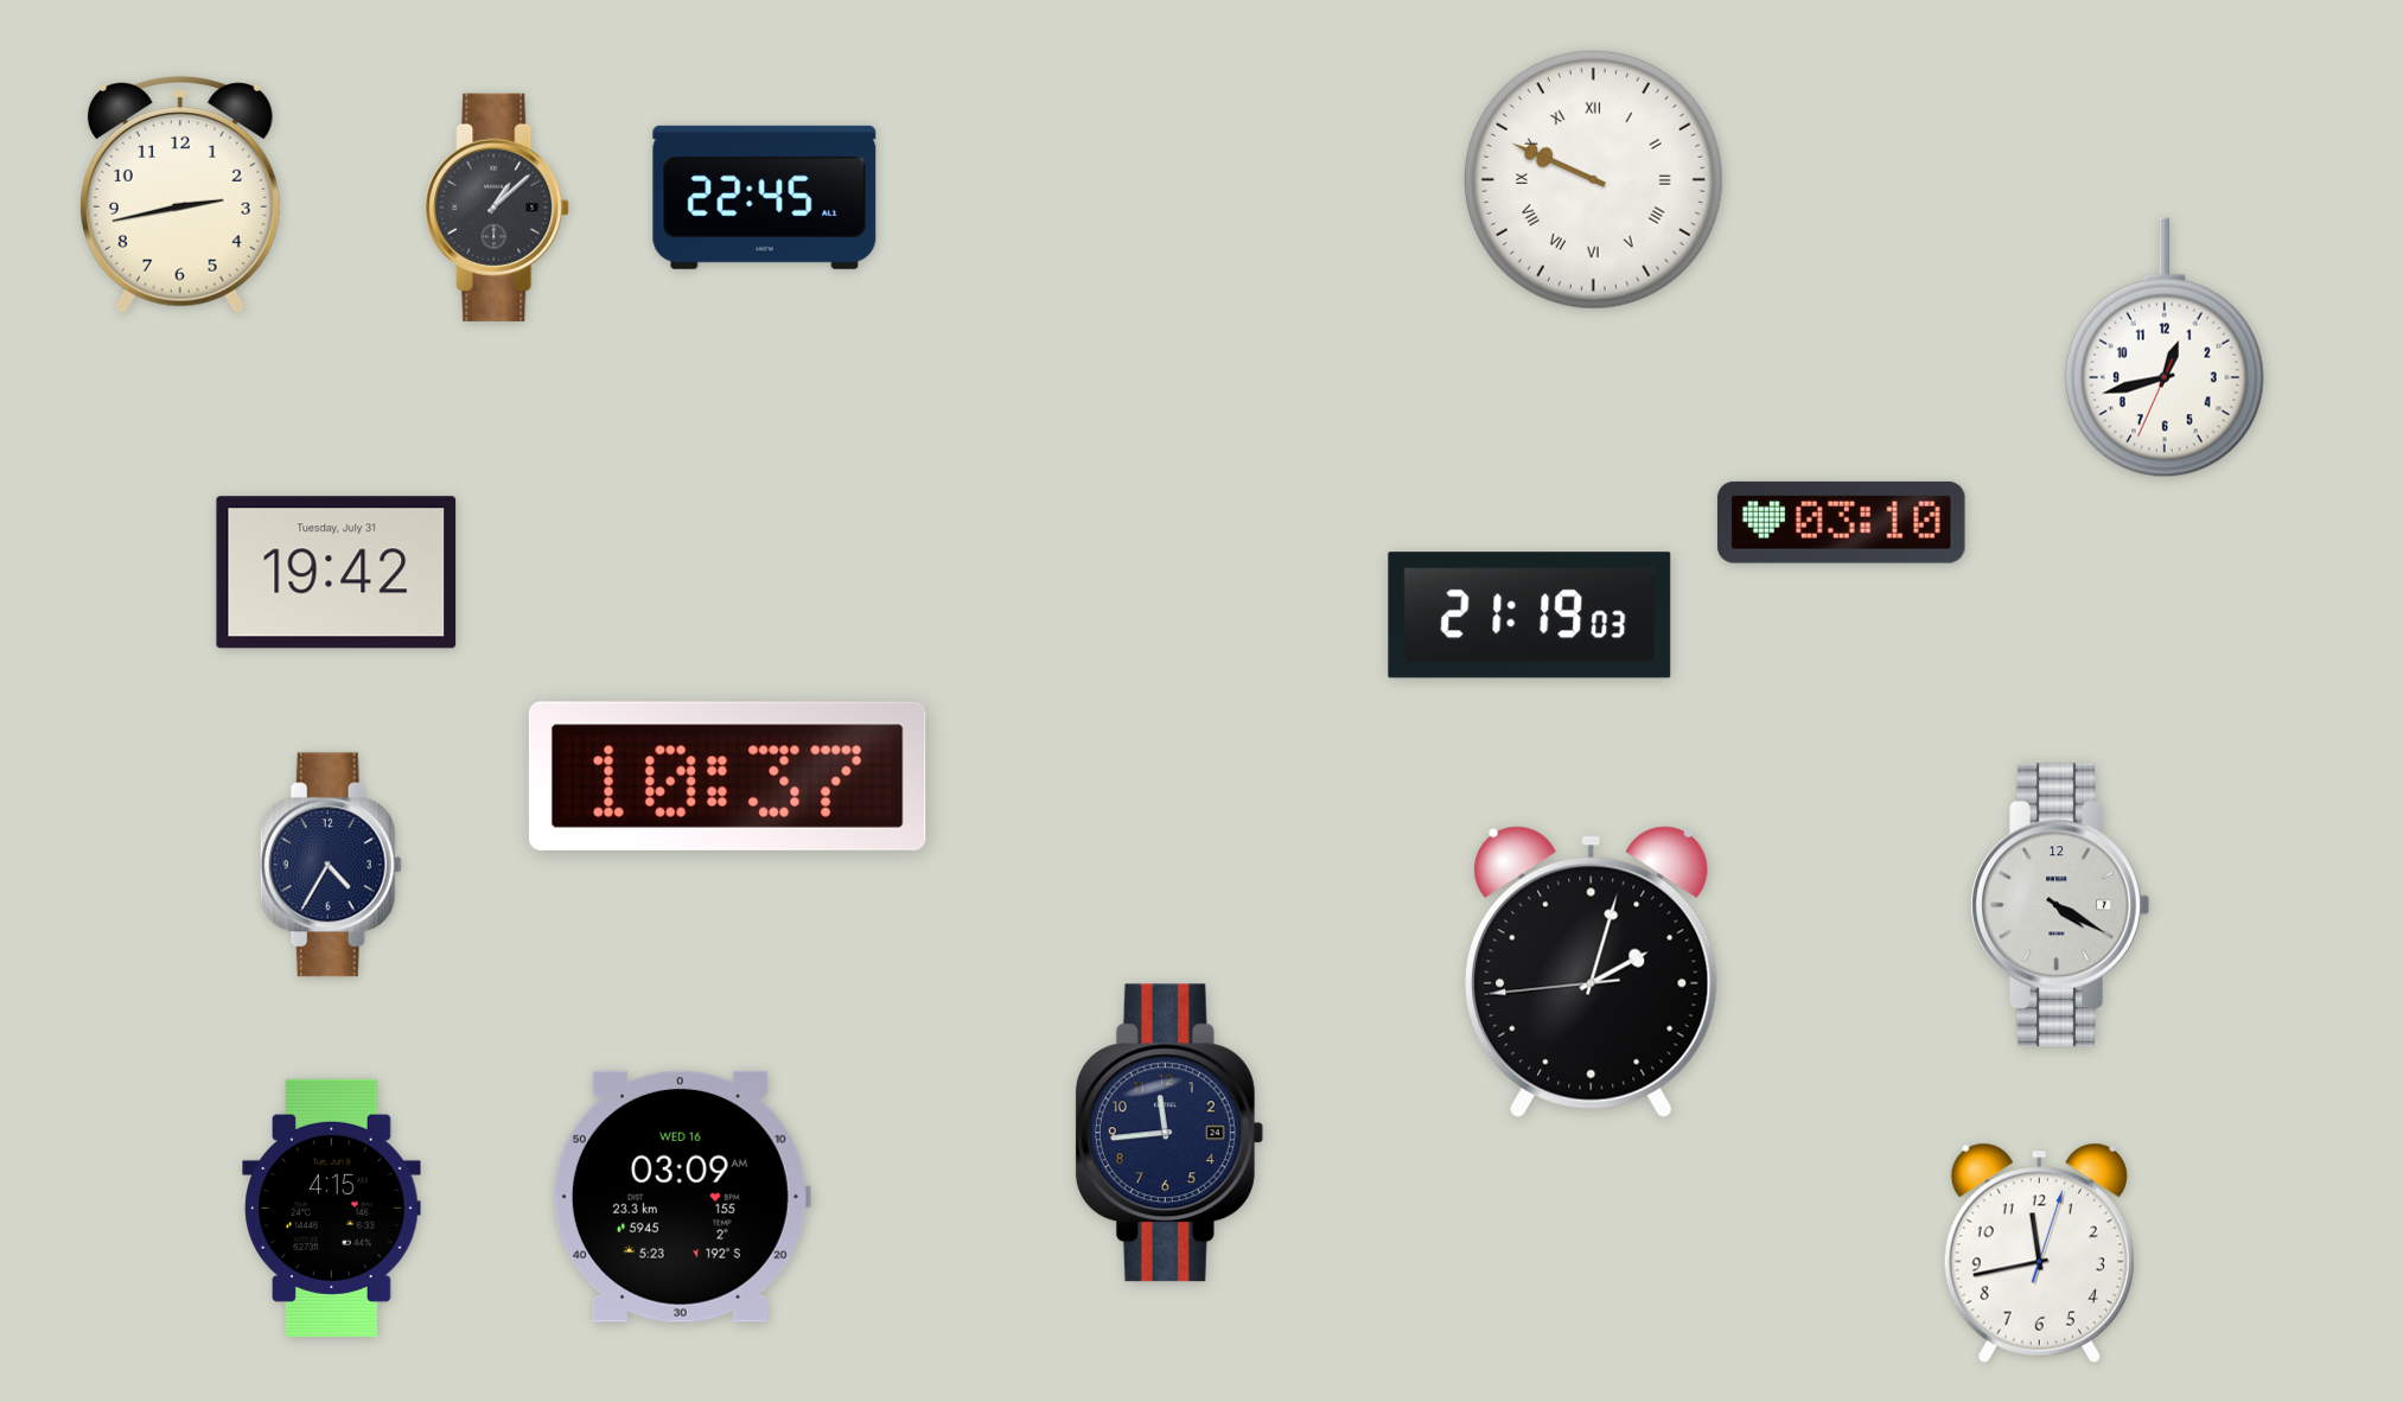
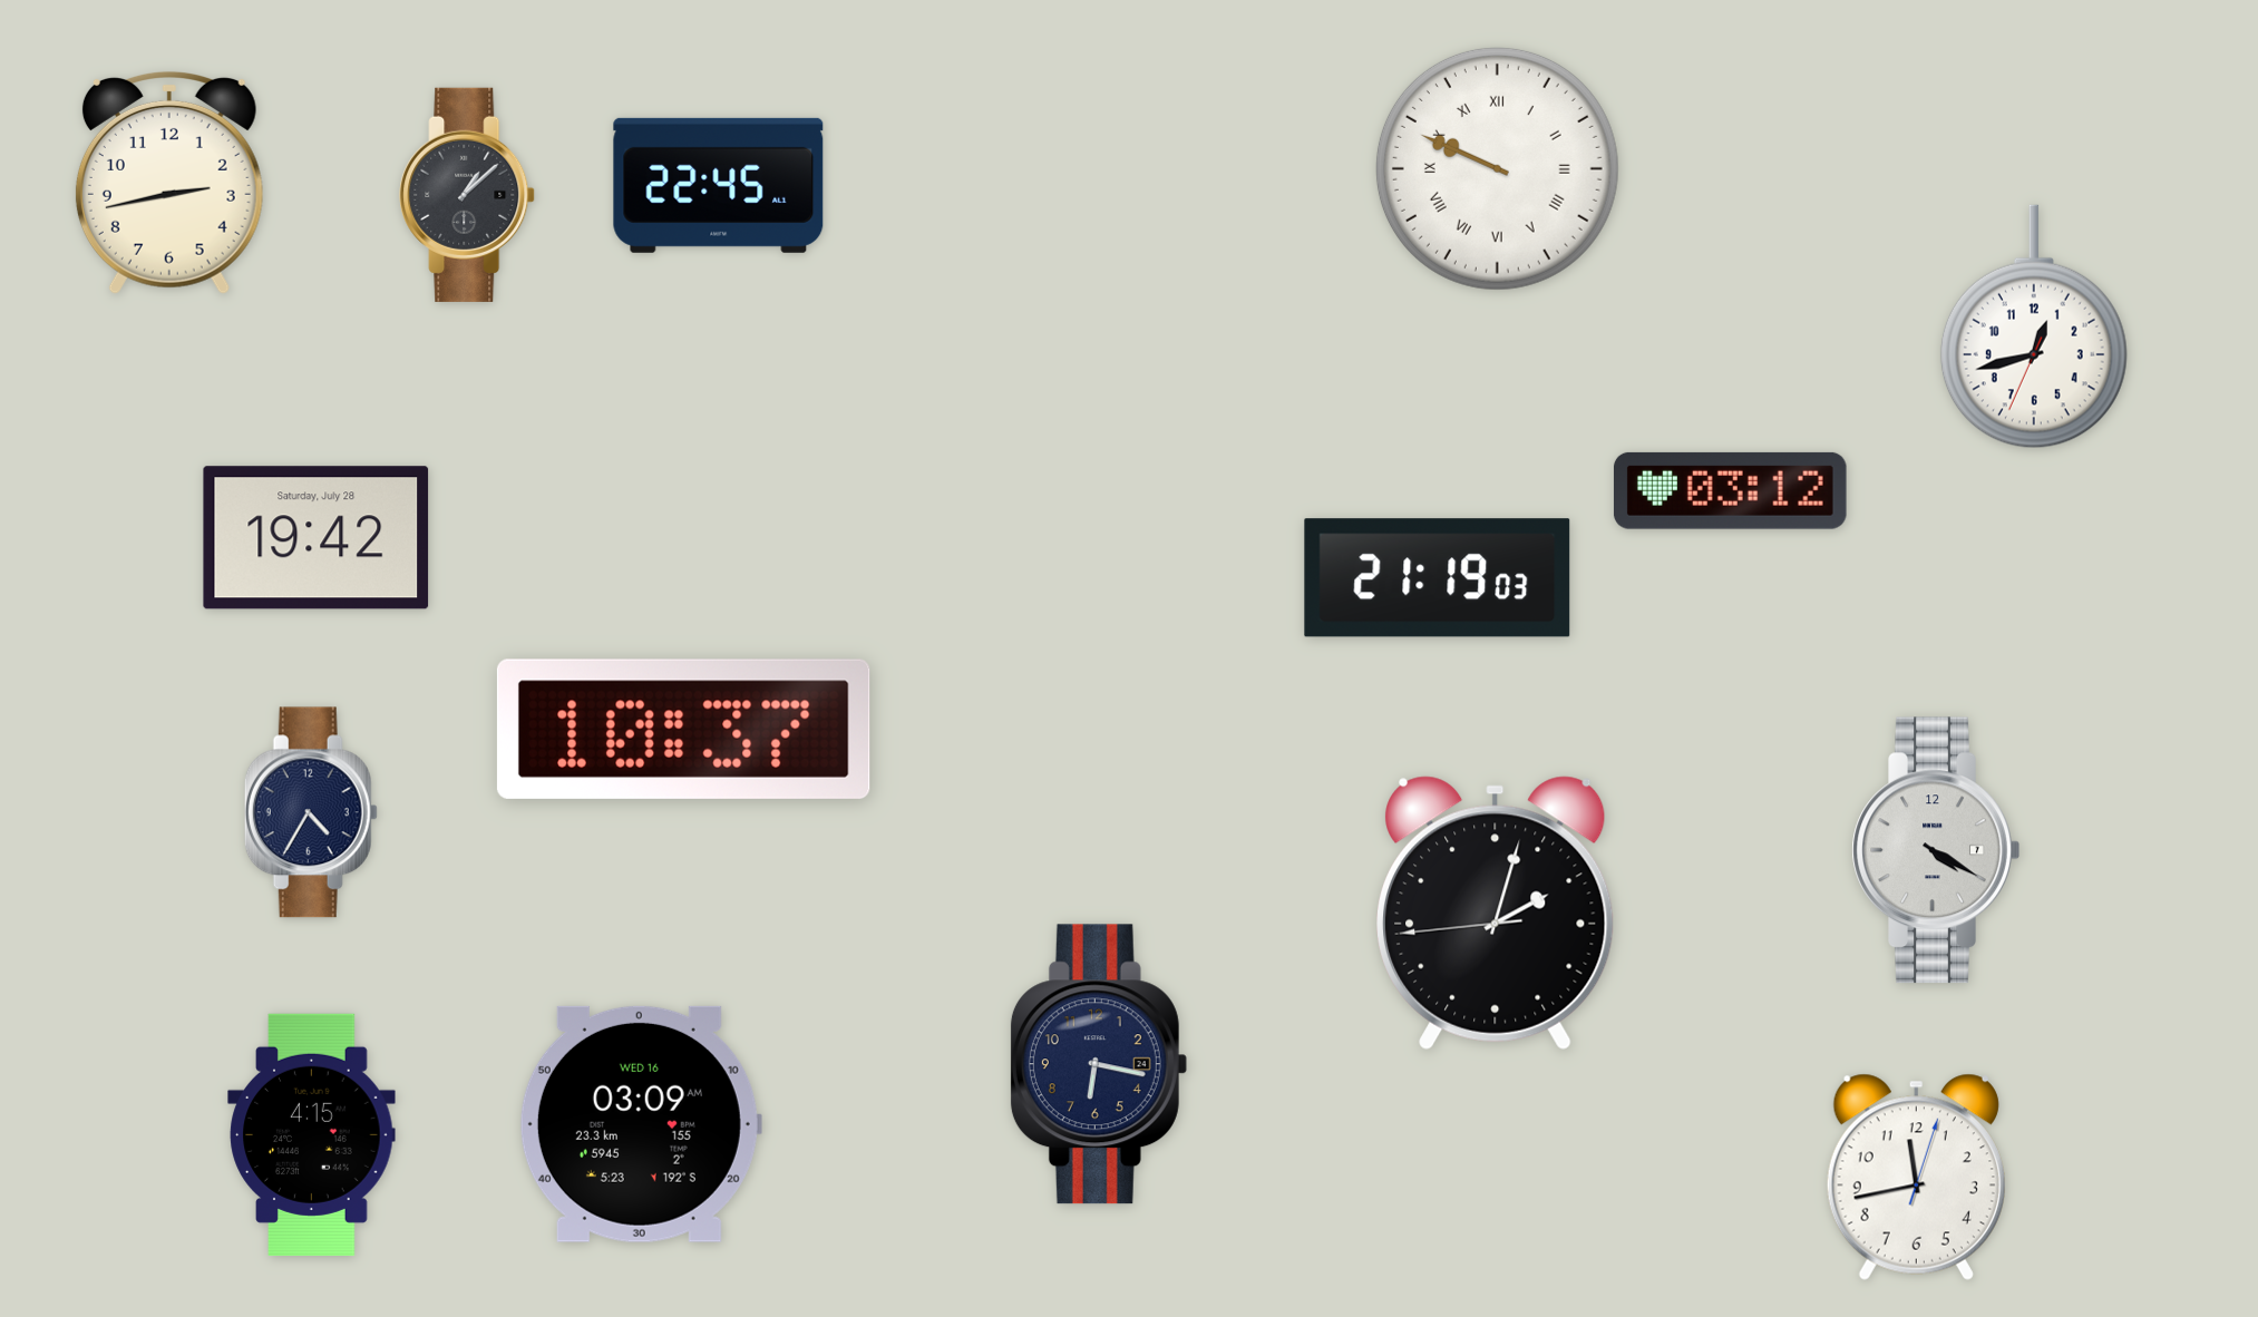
clock at (1841, 522): 03:10 -> 03:12
clock at (337, 573) date: Tuesday, July 31 -> Saturday, July 28
clock at (1169, 1133): 11:44 -> 6:17
